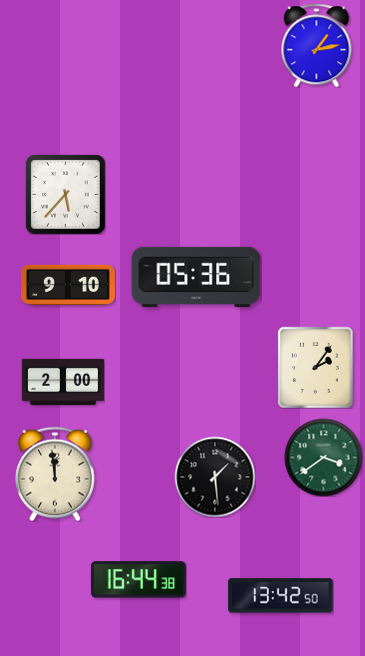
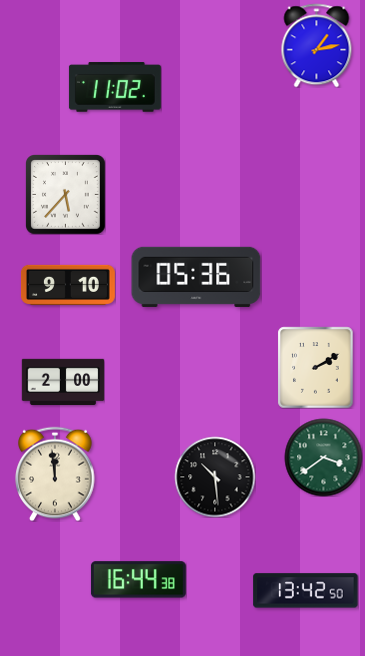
clock at (115, 87): none -> 11:02
clock at (316, 367): 2:06 -> 2:10
clock at (215, 477): 1:29 -> 10:29
clock at (281, 596) position: (281, 596) -> (306, 591)
